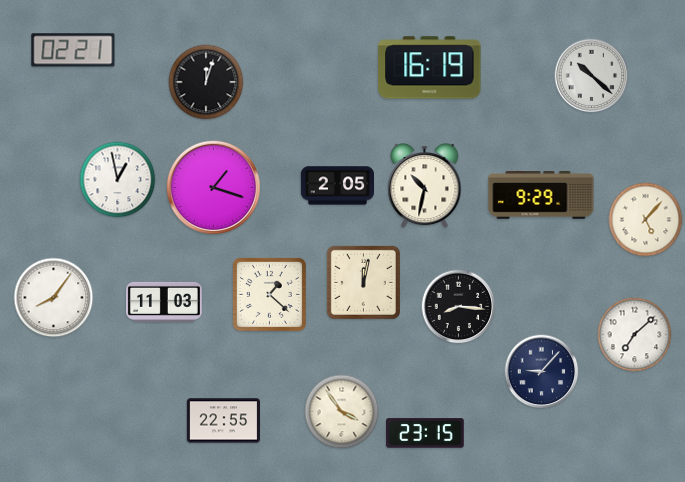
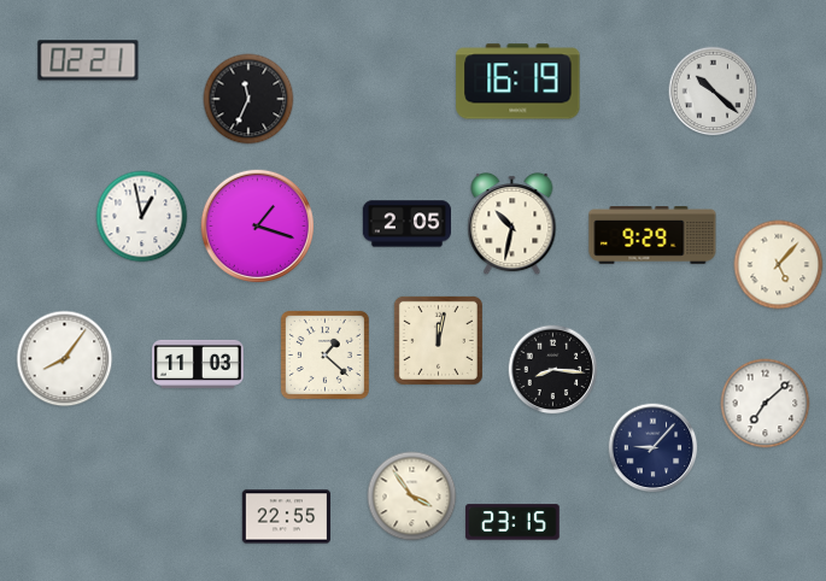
clock at (206, 82): 12:03 -> 11:34
clock at (223, 421) position: (223, 421) -> (286, 517)
